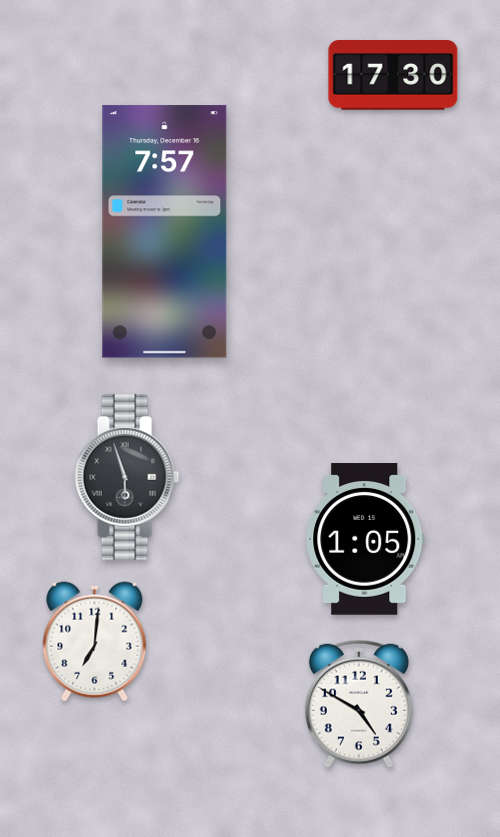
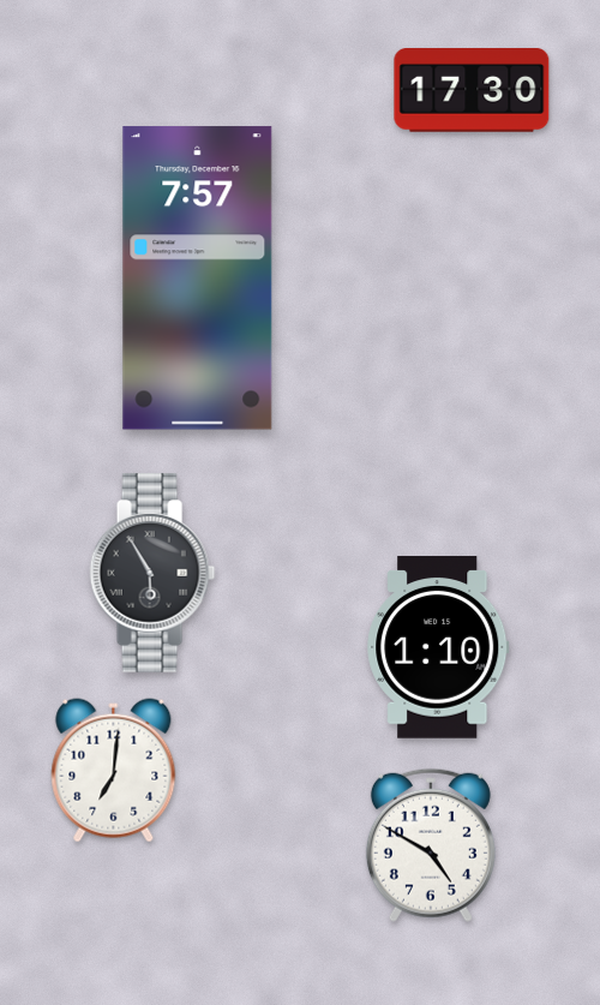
clock at (127, 478): 5:57 -> 5:55
clock at (365, 539): 1:05 -> 1:10
